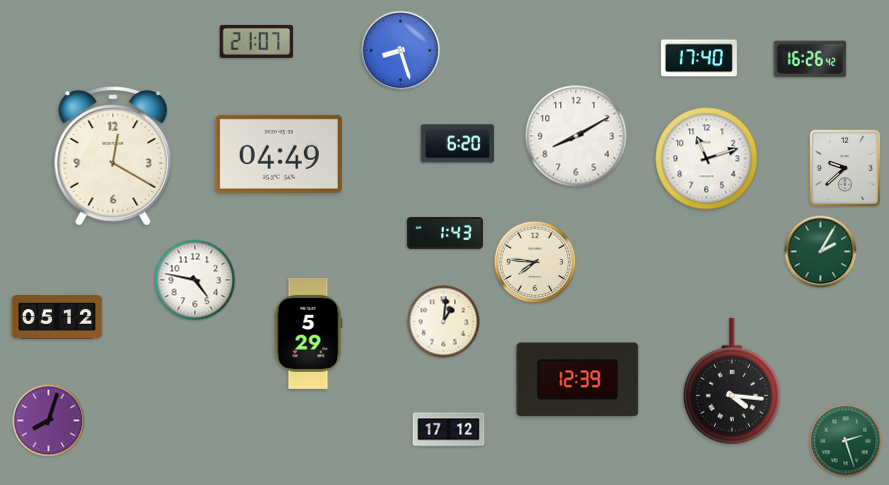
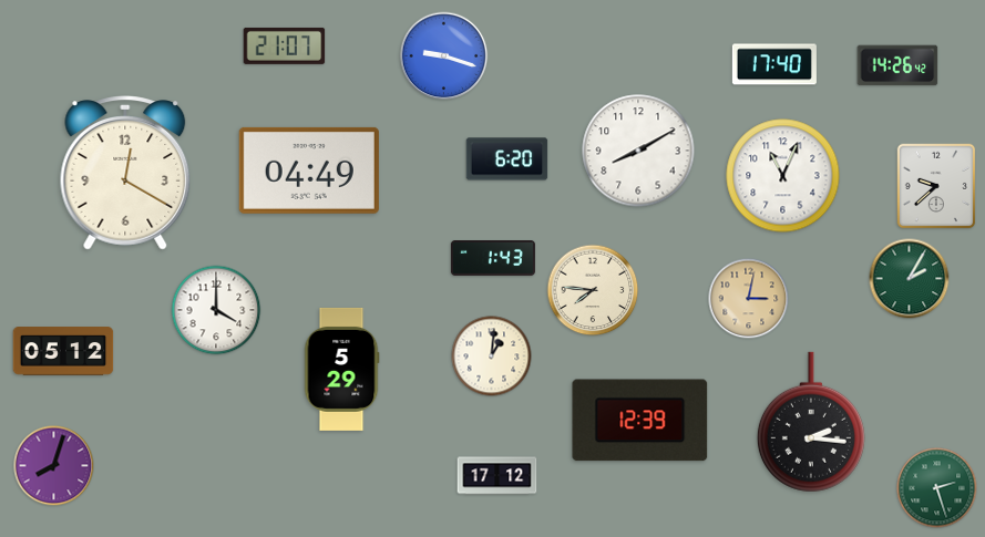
clock at (401, 51): 8:27 -> 9:18
clock at (810, 59): 16:26 -> 14:26
clock at (707, 159): 11:12 -> 11:04
clock at (749, 299): none -> 3:02
clock at (195, 280): 4:47 -> 4:00
clock at (732, 381): 4:16 -> 2:16
